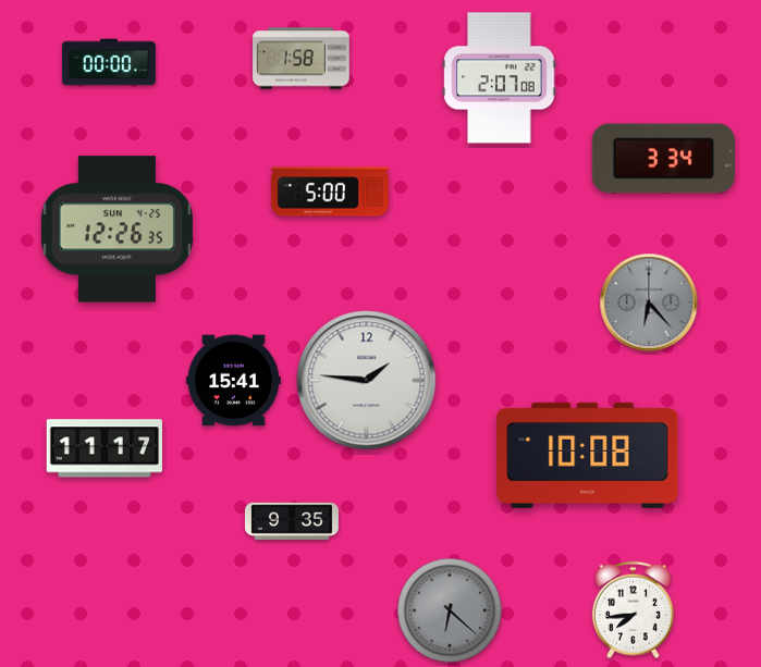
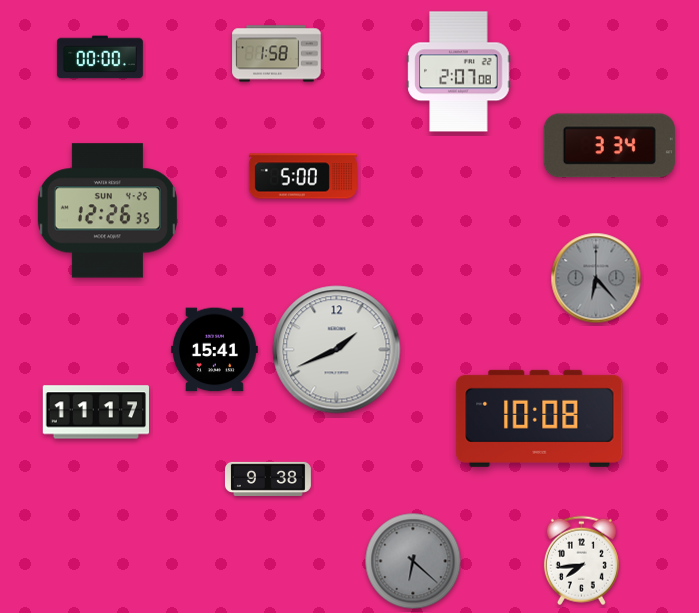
clock at (367, 381): 1:46 -> 1:41
clock at (292, 521): 9:35 -> 9:38
